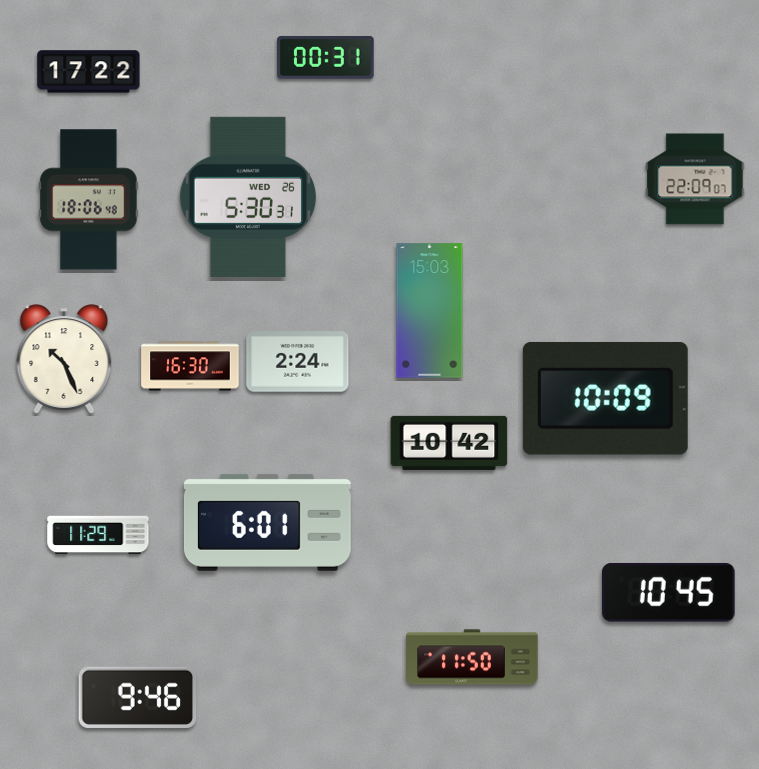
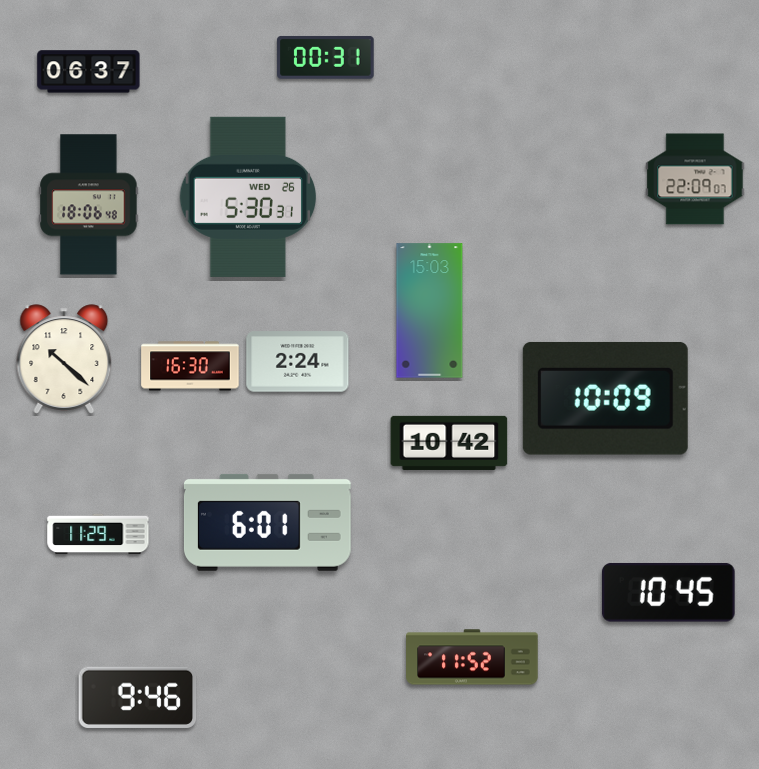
clock at (89, 72): 17:22 -> 06:37
clock at (89, 200) position: (89, 200) -> (89, 205)
clock at (64, 359): 10:26 -> 10:22
clock at (472, 657): 11:50 -> 11:52
